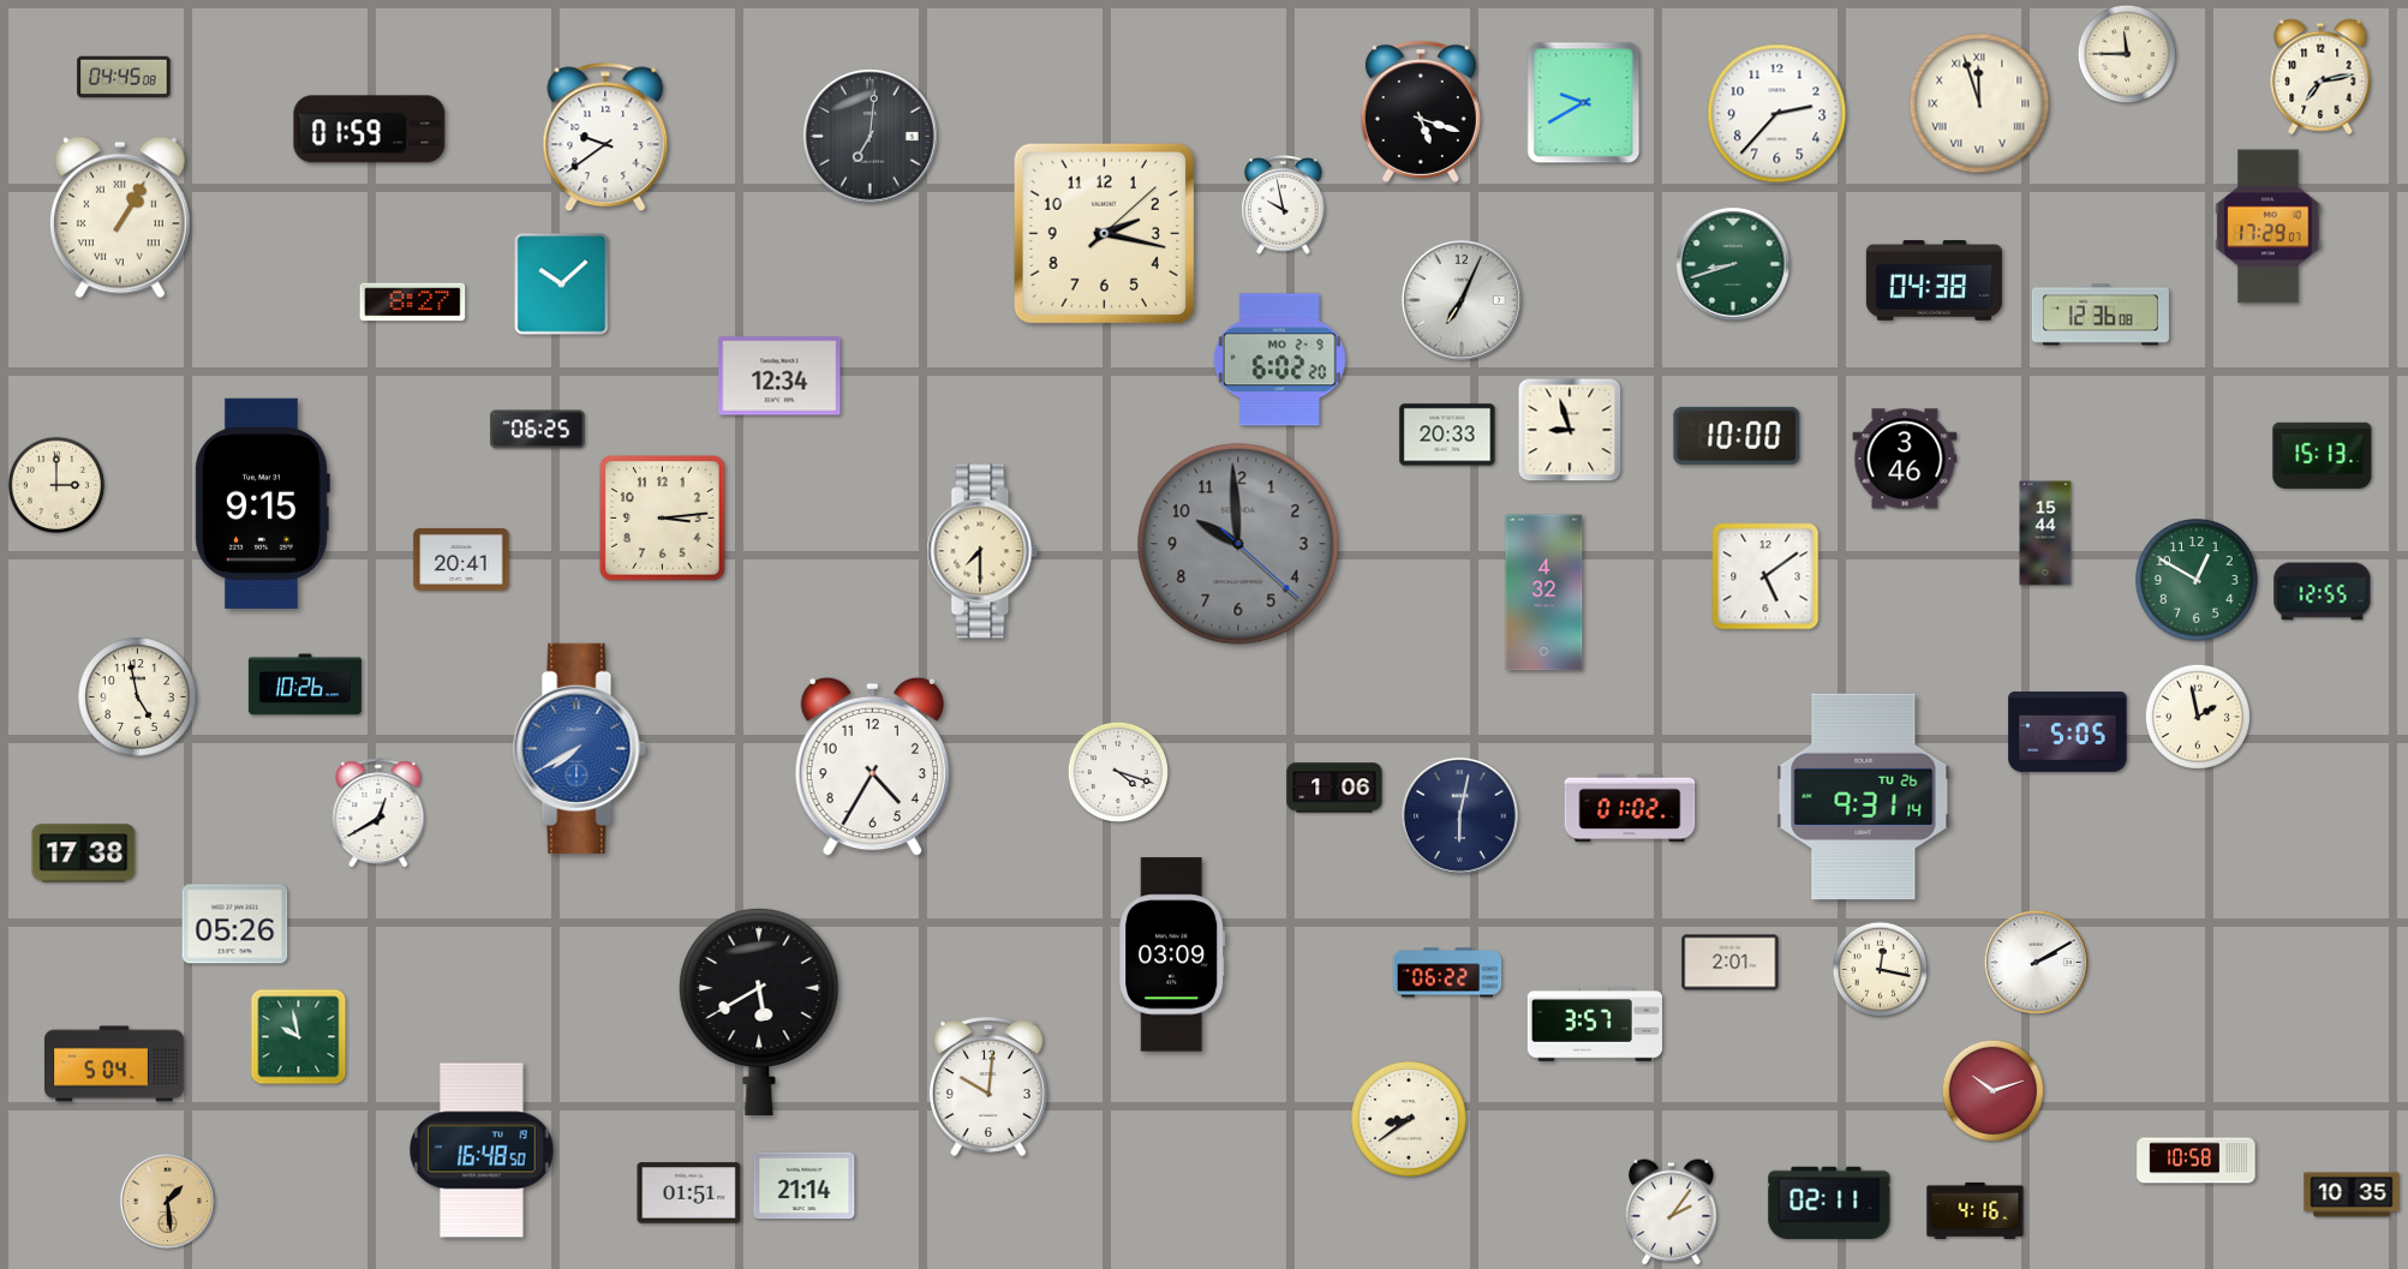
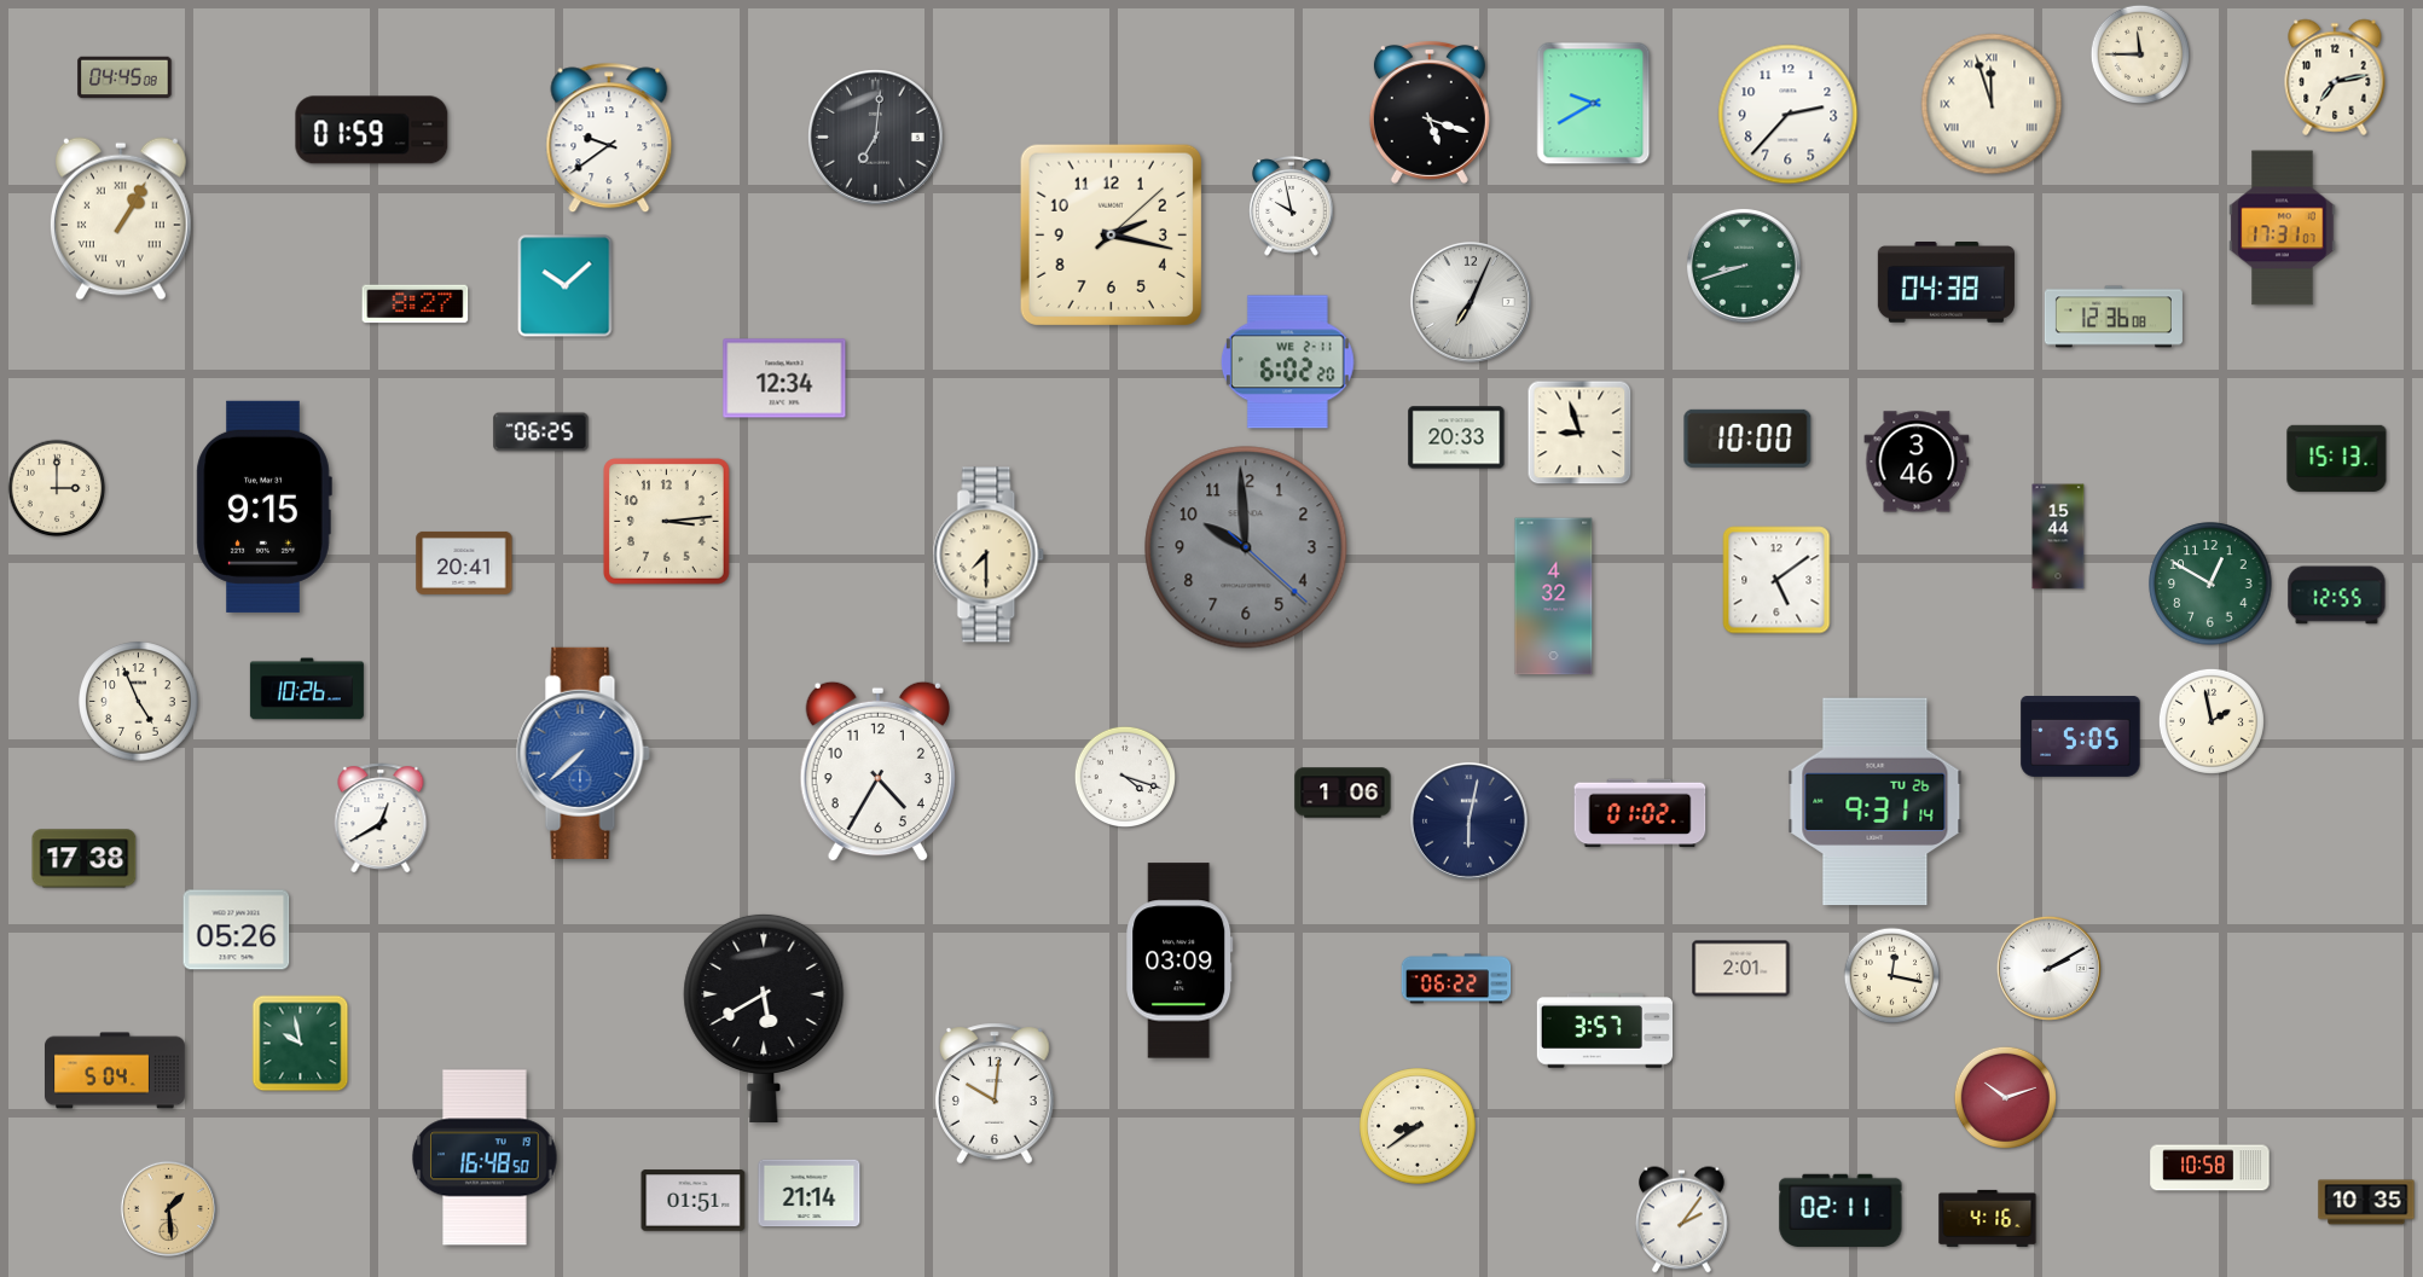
clock at (2269, 227): 17:29 -> 17:31
clock at (1279, 360) date: MO 2-9 -> WE 2-11
clock at (138, 698): 4:58 -> 4:56
clock at (579, 748): 7:40 -> 7:38
